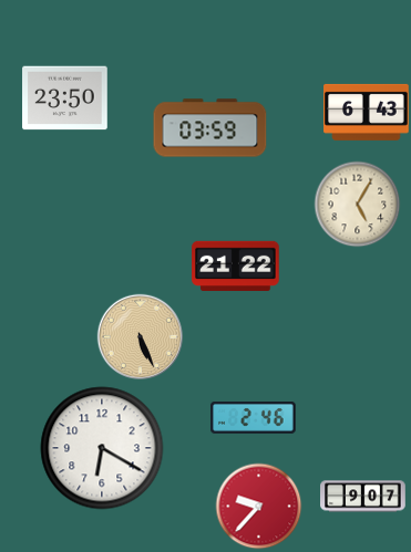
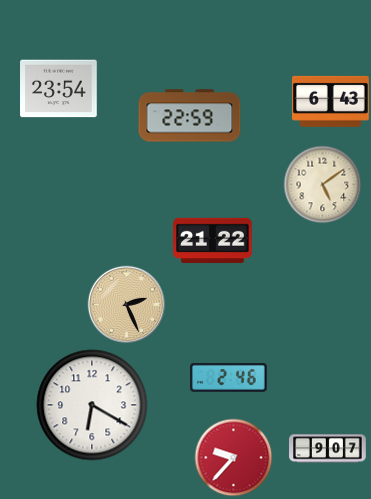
clock at (65, 98): 23:50 -> 23:54
clock at (210, 128): 03:59 -> 22:59
clock at (357, 204): 5:05 -> 5:09
clock at (140, 336): 5:26 -> 2:26
